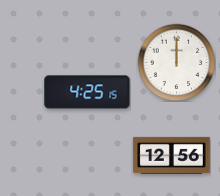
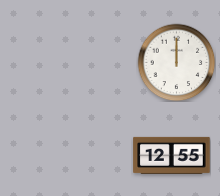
clock at (87, 92): 4:25 -> none
clock at (172, 155): 12:56 -> 12:55
